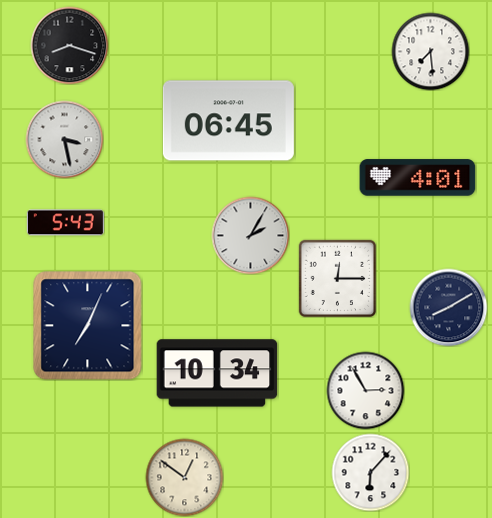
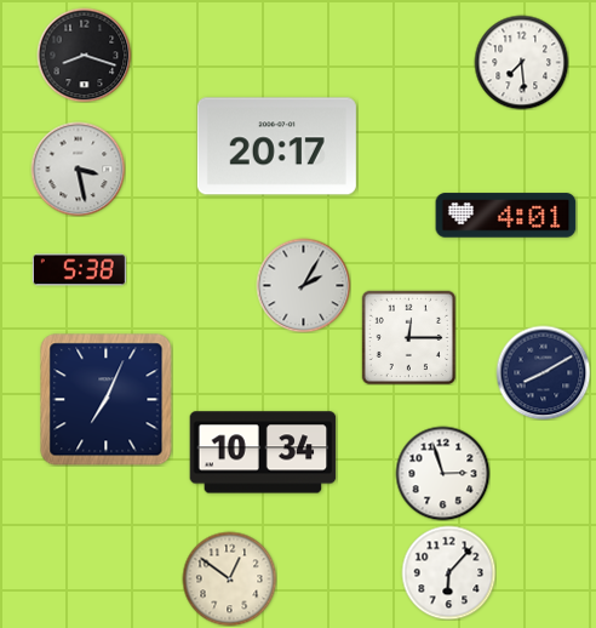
clock at (228, 121): 06:45 -> 20:17
clock at (65, 223): 5:43 -> 5:38
clock at (88, 326) position: (88, 326) -> (107, 400)
clock at (365, 390): 2:55 -> 2:57
clock at (184, 477) position: (184, 477) -> (229, 578)
